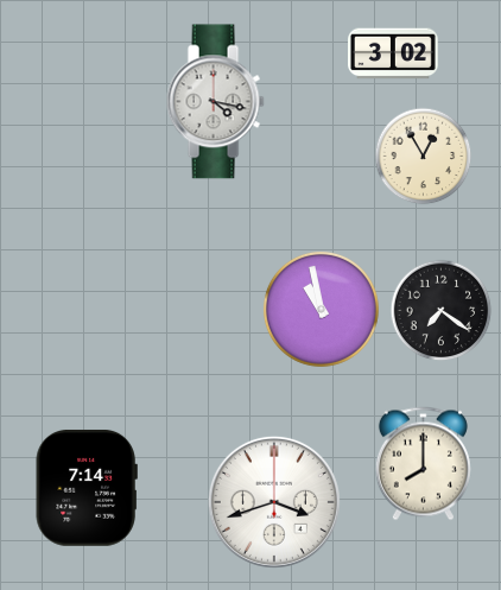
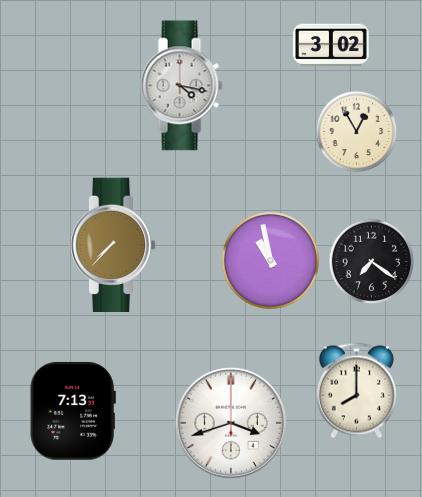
clock at (113, 245): none -> 7:37
clock at (87, 488): 7:14 -> 7:13
